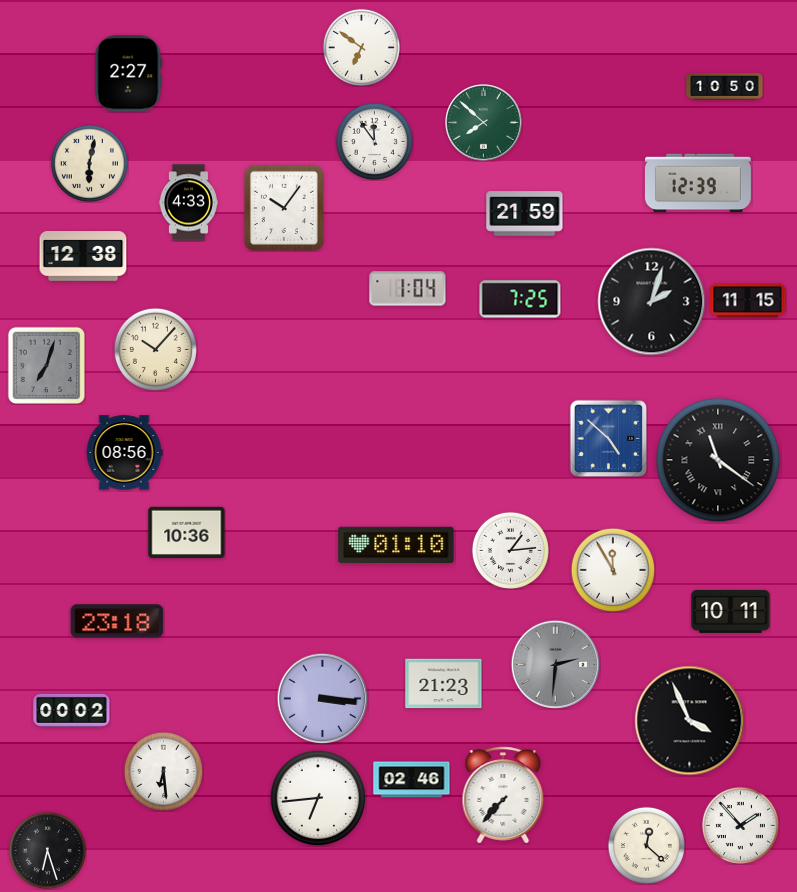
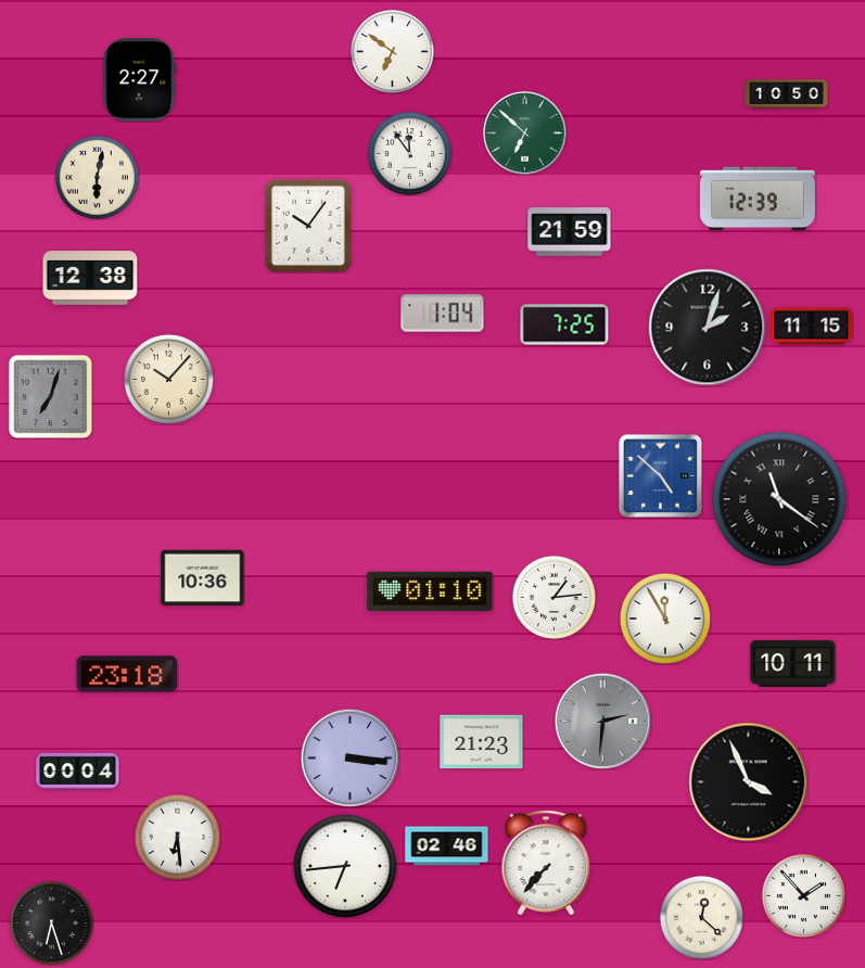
clock at (484, 123): 7:52 -> 6:52
clock at (374, 141) position: (374, 141) -> (409, 153)
clock at (188, 203): 4:33 -> none
clock at (124, 453): 08:56 -> none
clock at (72, 710): 00:02 -> 00:04
